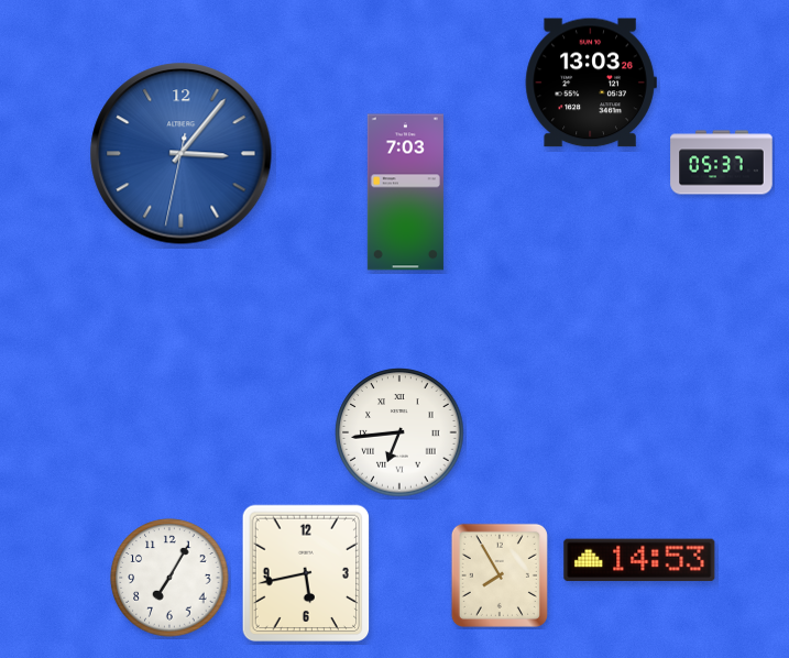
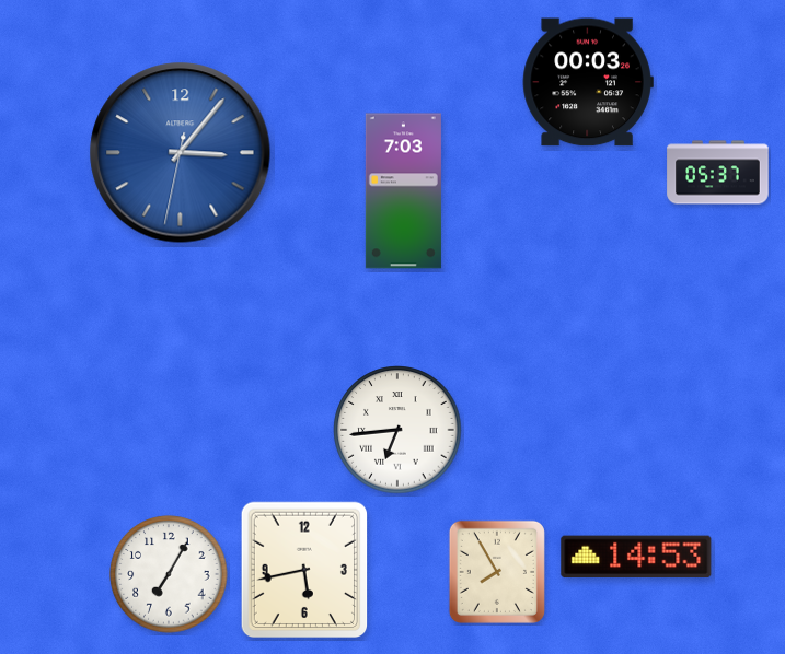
clock at (591, 83): 13:03 -> 00:03
clock at (722, 163) position: (722, 163) -> (718, 173)
